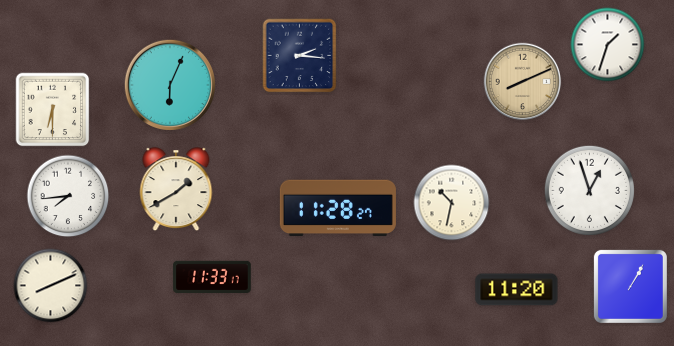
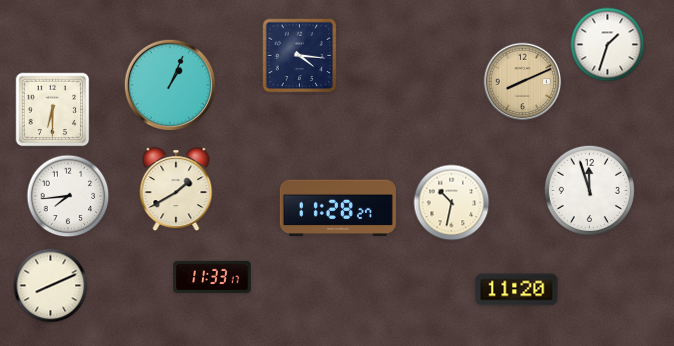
clock at (300, 56): 2:16 -> 4:16
clock at (170, 85): 6:04 -> 1:04
clock at (589, 190): 12:57 -> 11:57
clock at (630, 286): 1:05 -> none
